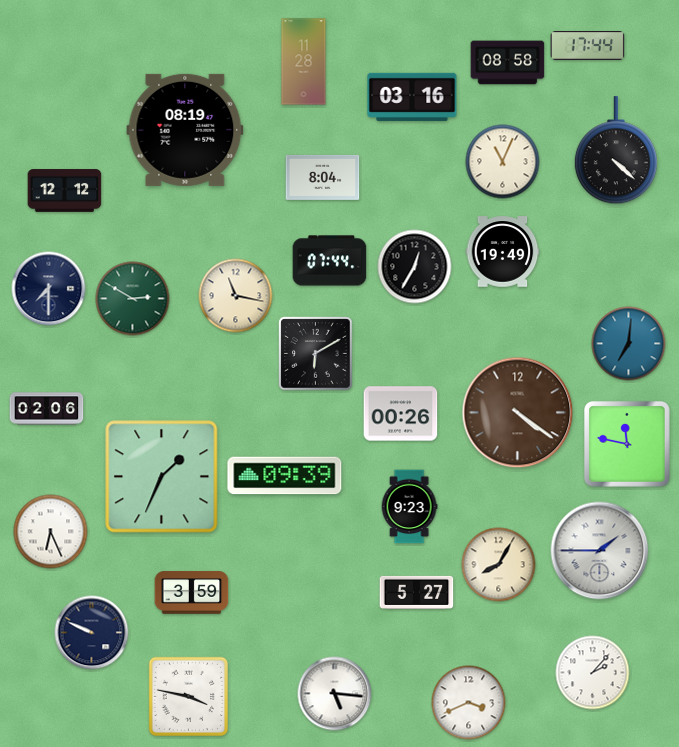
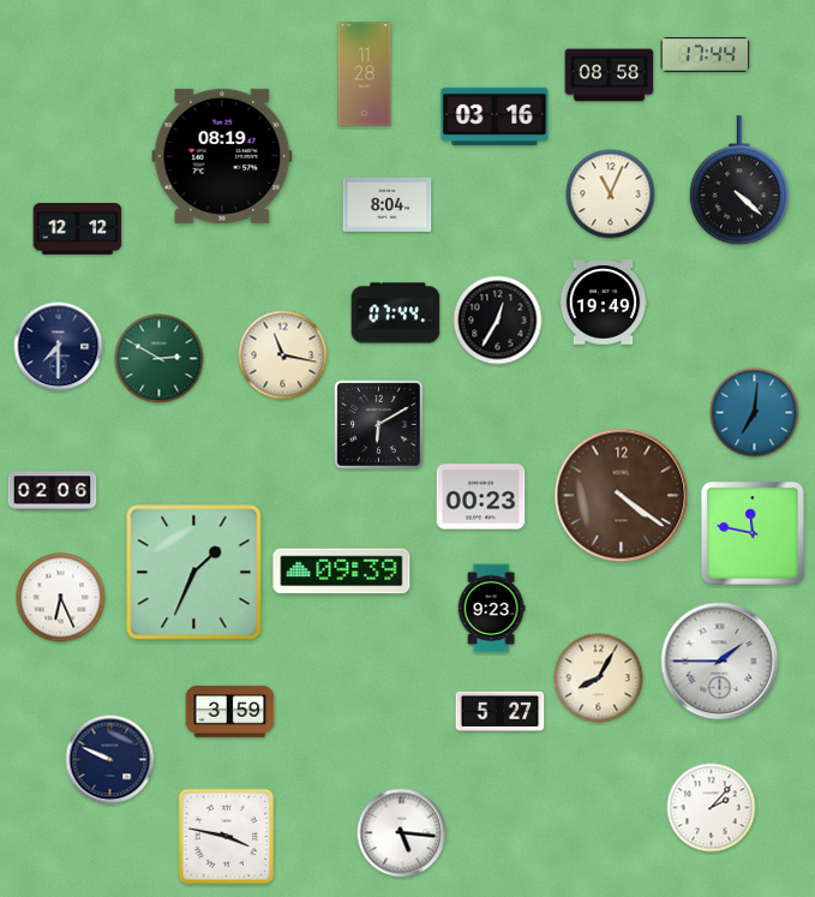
clock at (503, 162) position: (503, 162) -> (611, 195)
clock at (323, 177) position: (323, 177) -> (388, 204)
clock at (47, 409) position: (47, 409) -> (53, 491)
clock at (401, 414): 00:26 -> 00:23
clock at (51, 532) position: (51, 532) -> (61, 598)
clock at (469, 703): 3:41 -> none
